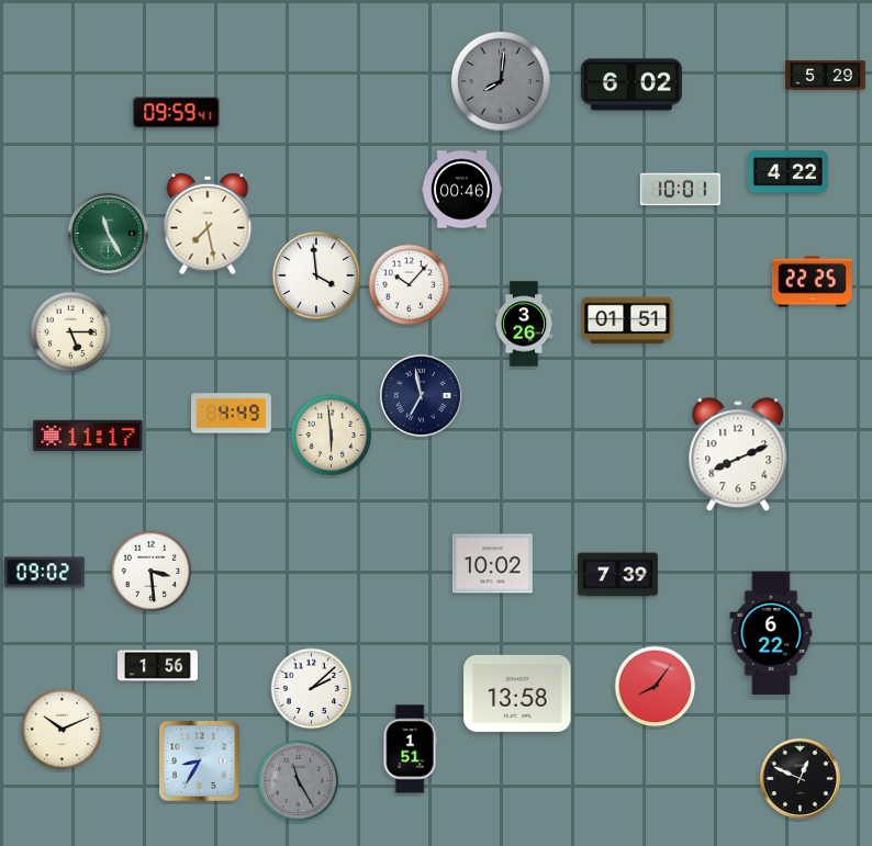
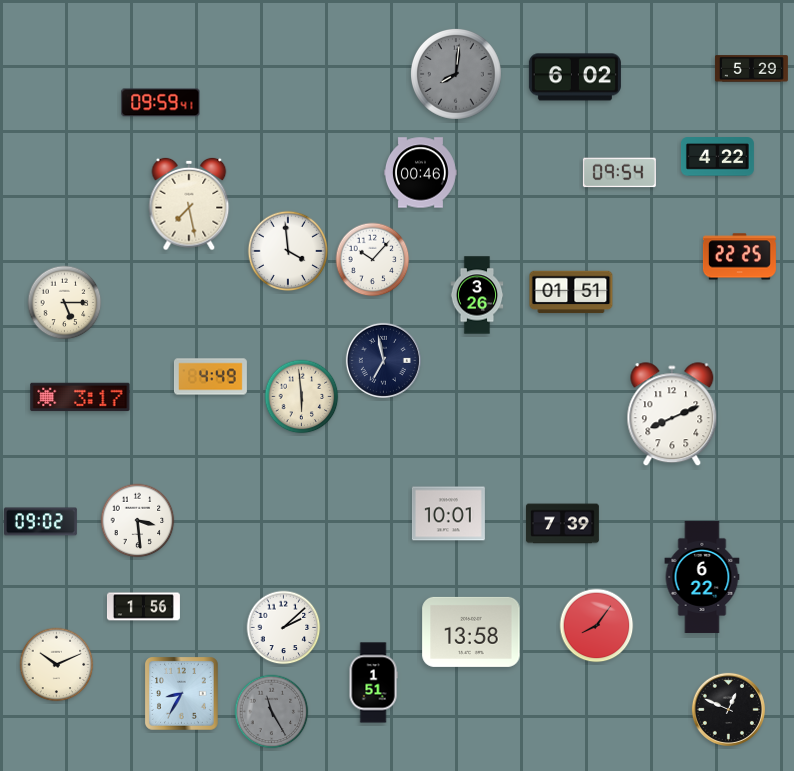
clock at (680, 190): 10:01 -> 09:54
clock at (108, 233): 11:25 -> none
clock at (88, 436): 11:17 -> 3:17
clock at (492, 564): 10:02 -> 10:01
